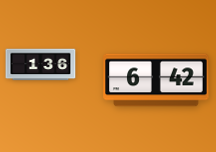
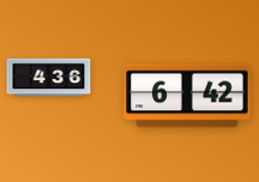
clock at (41, 65): 1:36 -> 4:36
